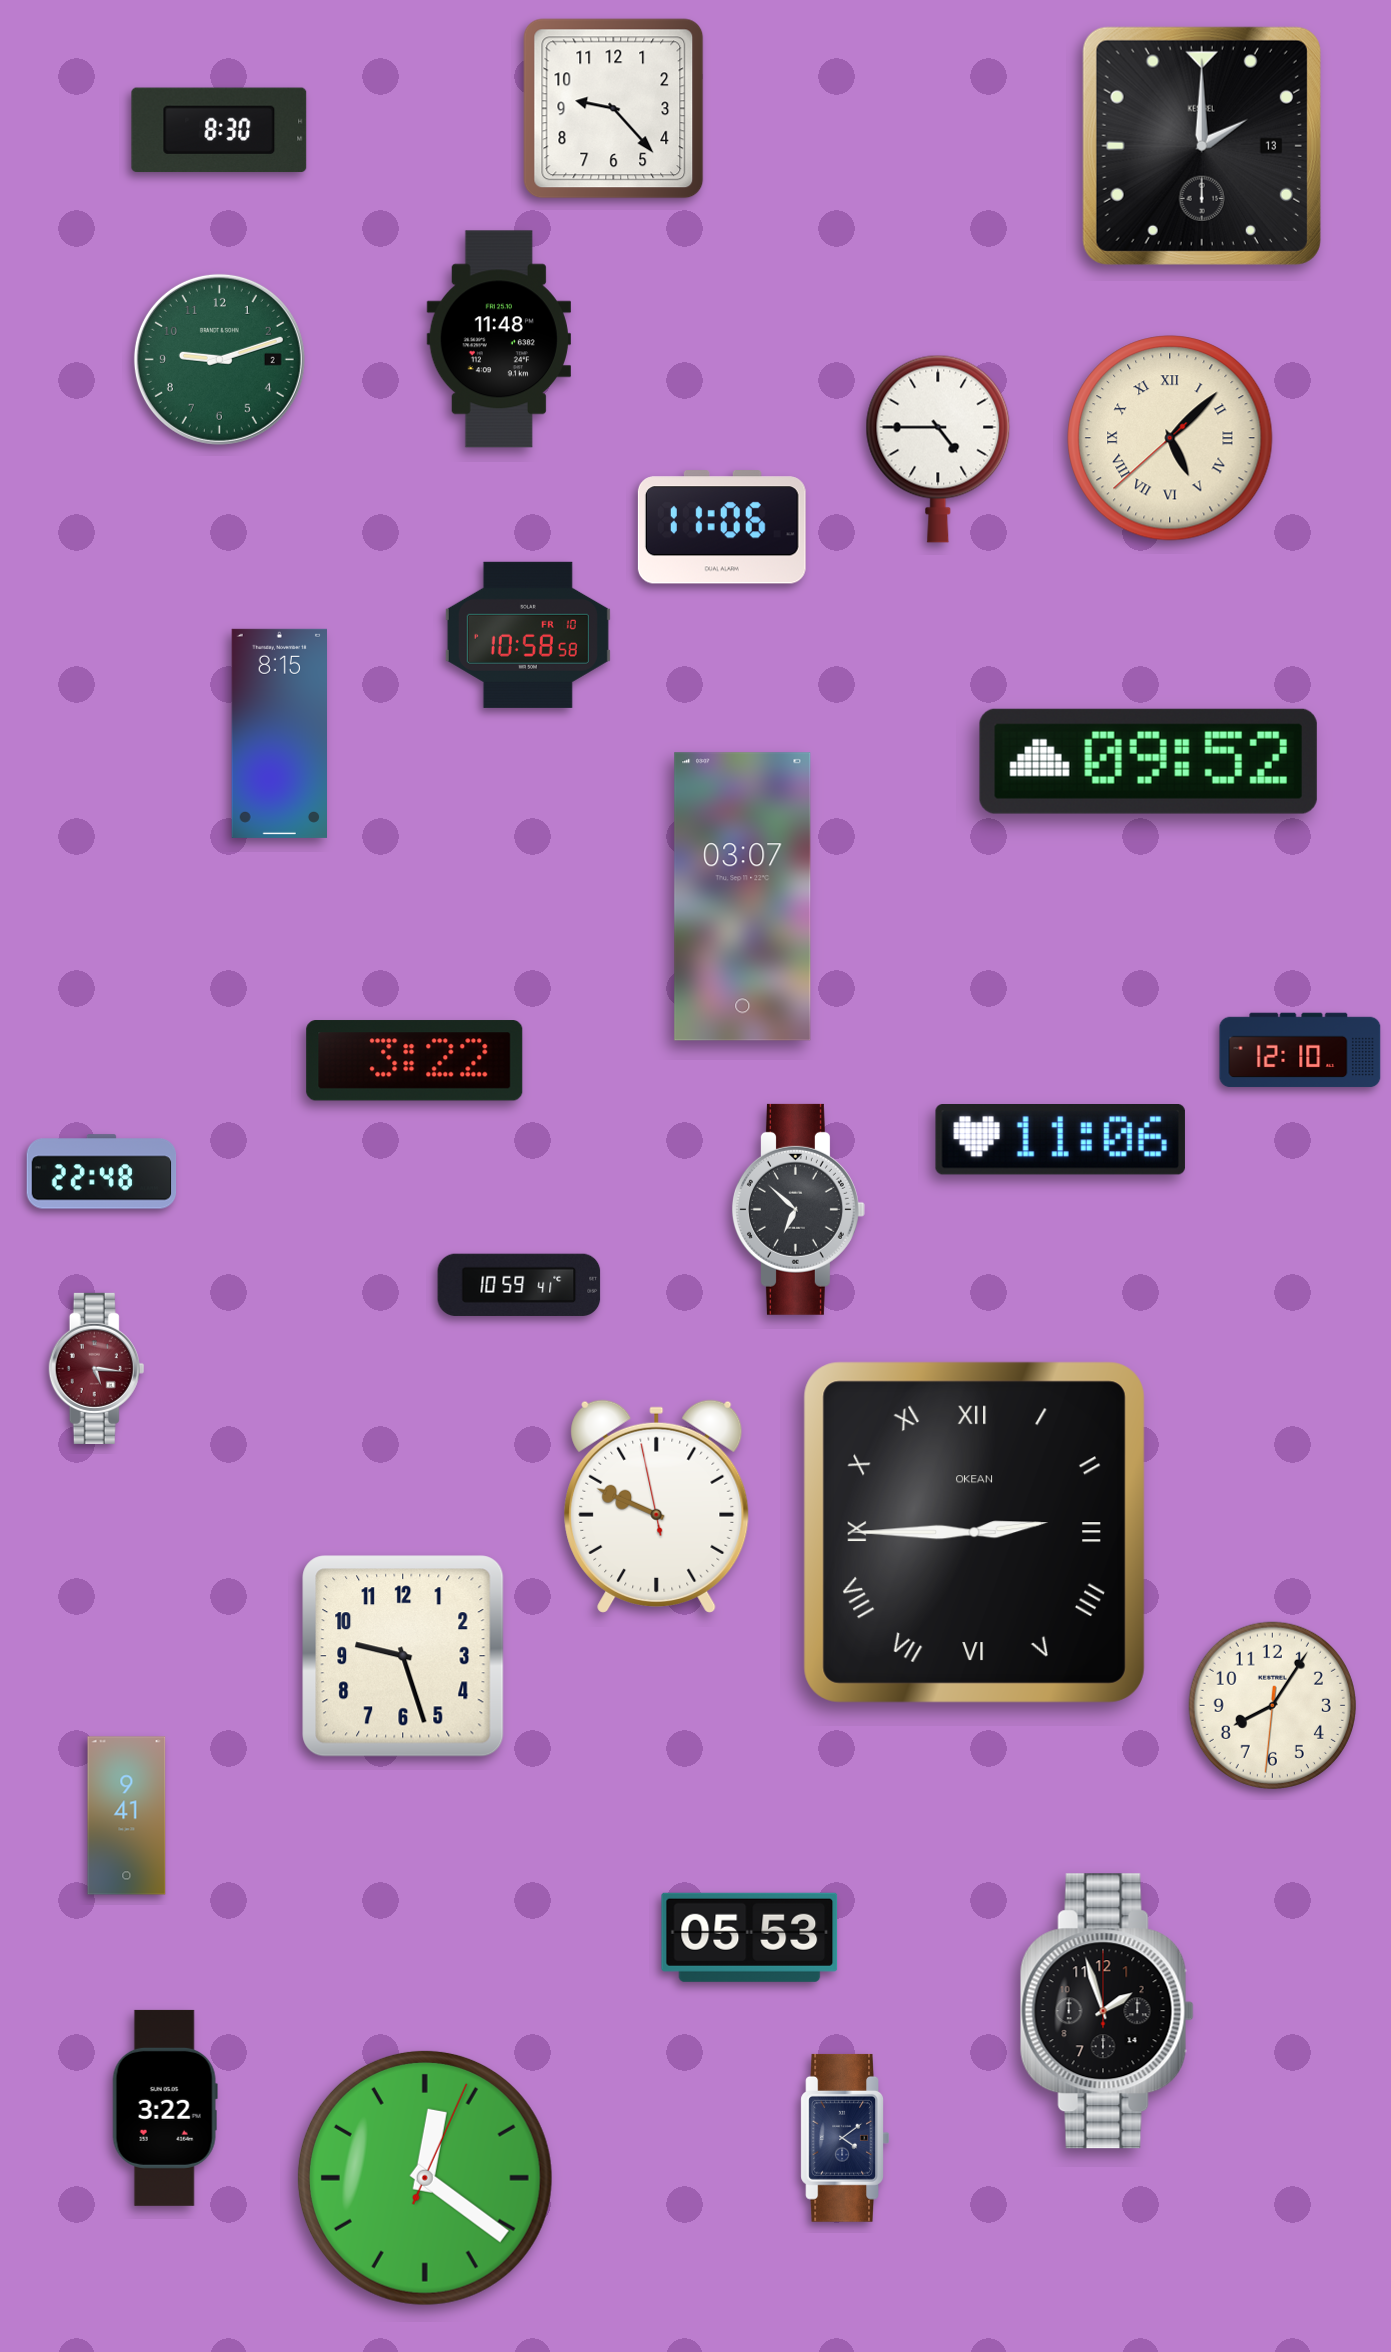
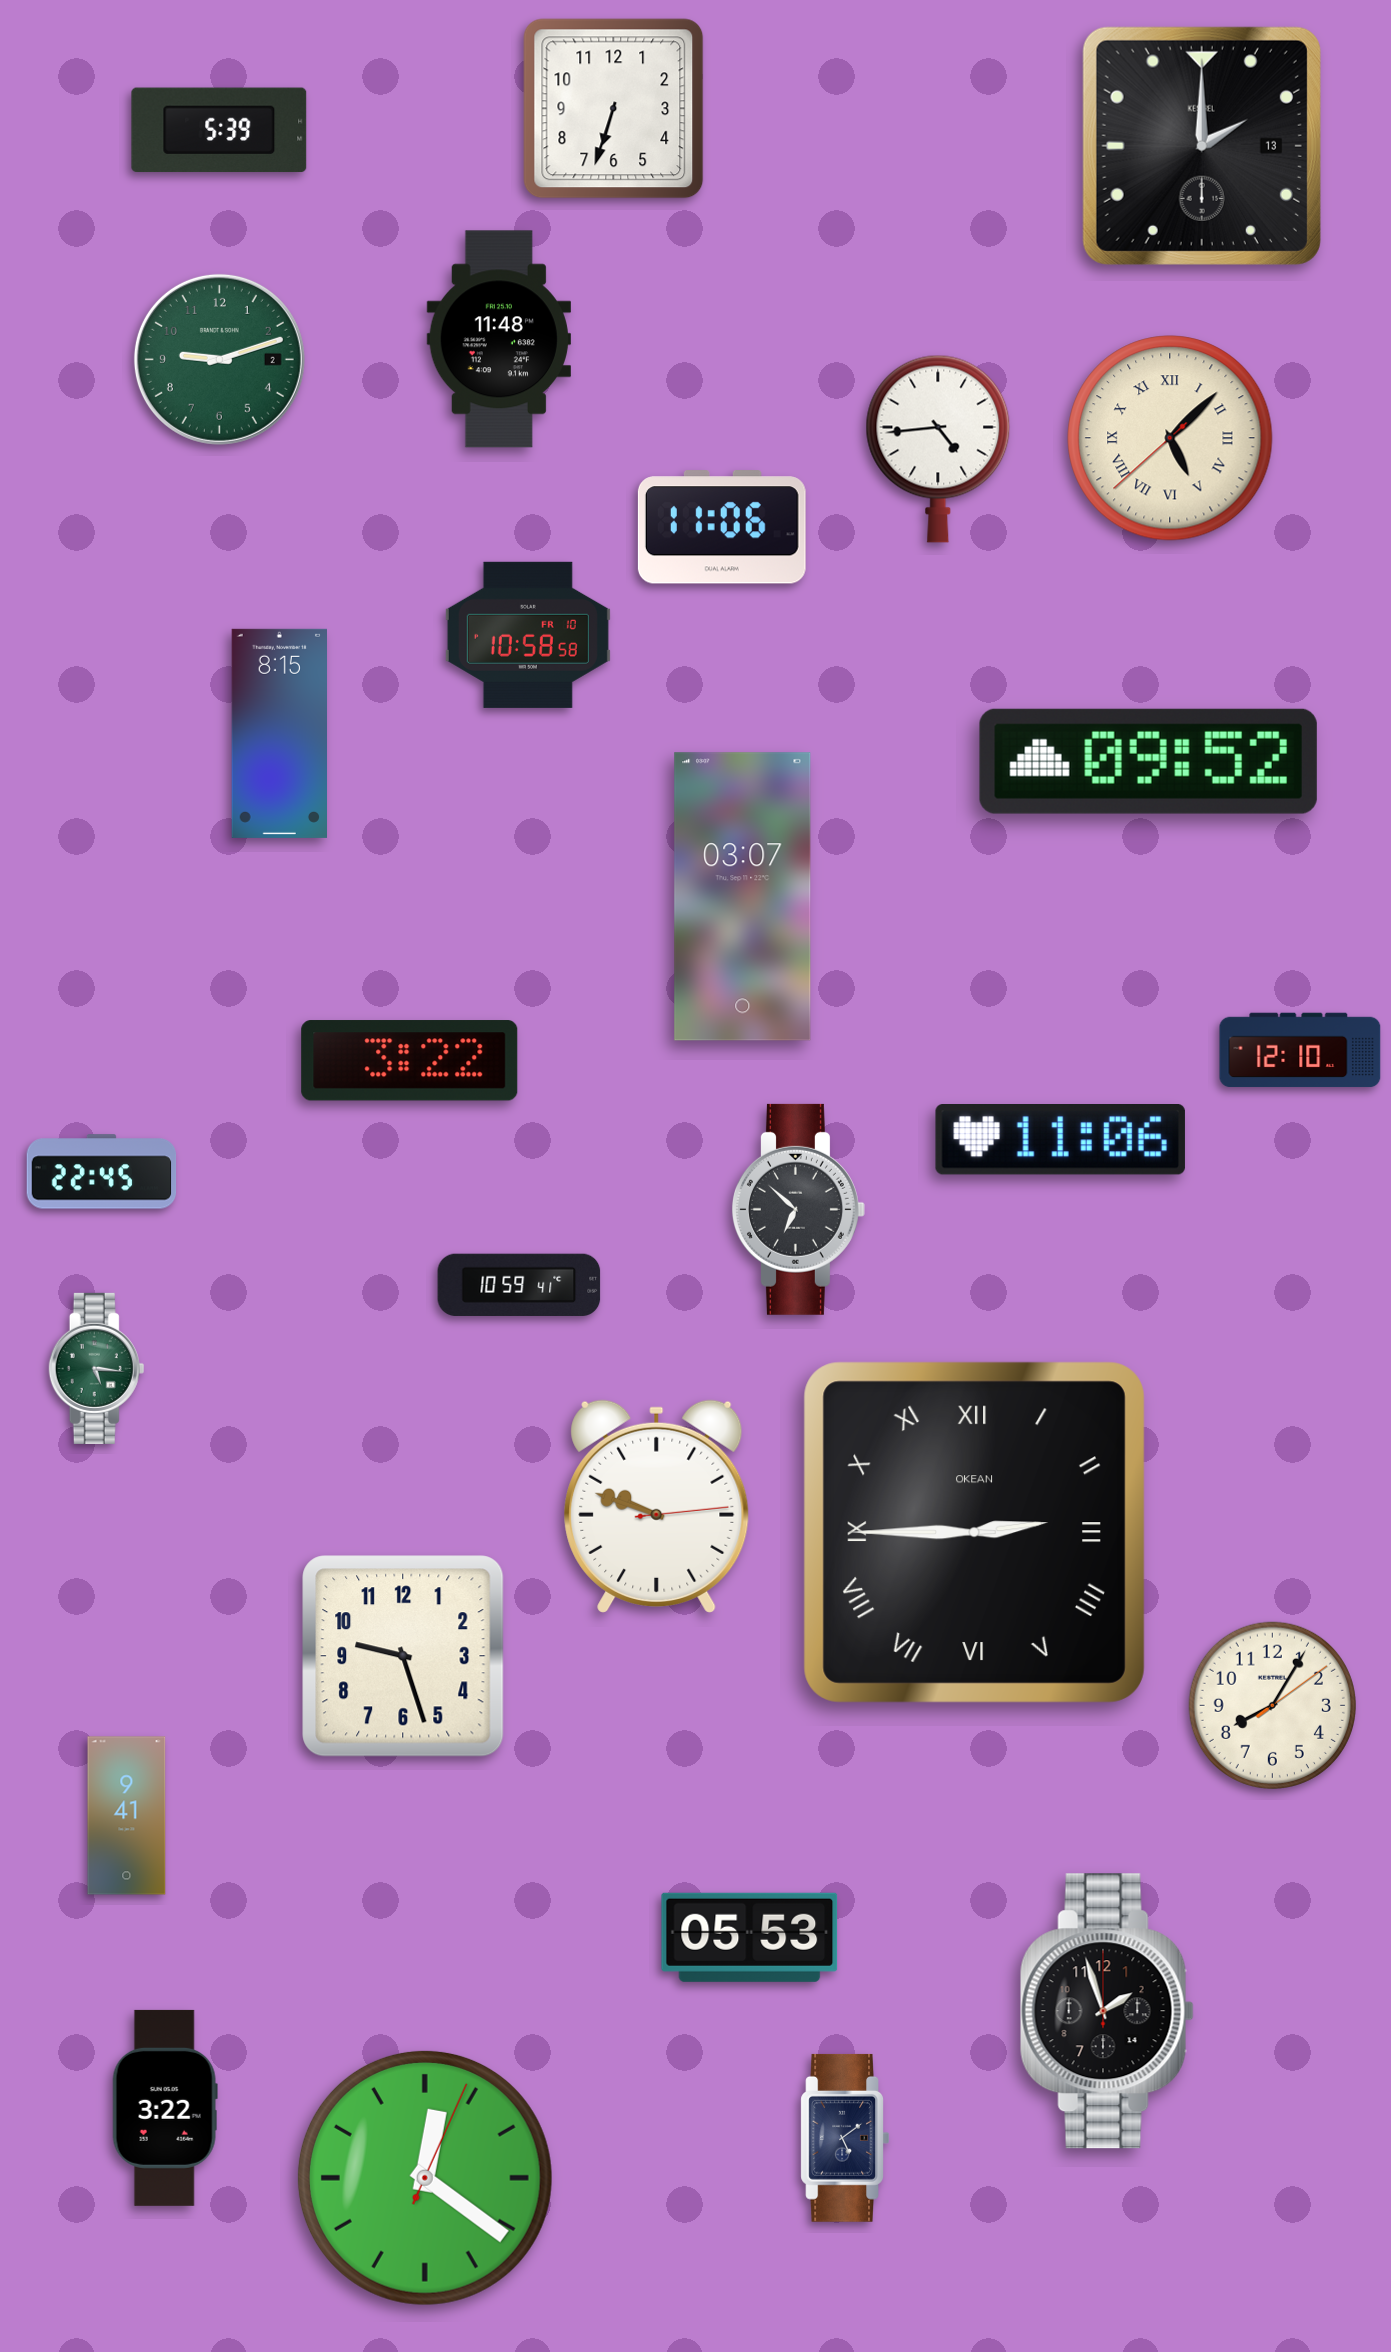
clock at (614, 109): 9:23 -> 6:33
clock at (219, 130): 8:30 -> 5:39
clock at (938, 449): 4:45 -> 4:44
clock at (415, 1061) position: (415, 1061) -> (410, 1061)
clock at (102, 1172): 22:48 -> 22:45
clock at (97, 1368) dial: burgundy -> green
clock at (657, 1506): 9:48:58 -> 9:48:14
clock at (1272, 1705): 8:05:31 -> 8:05:09
clock at (844, 2138): 4:09 -> 5:09
